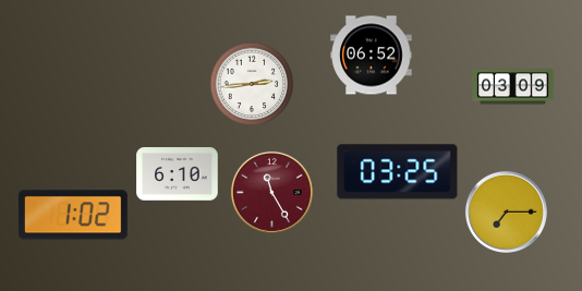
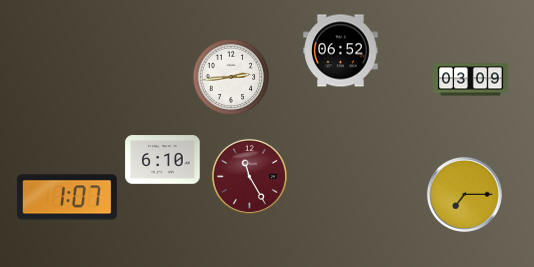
clock at (398, 172): 03:25 -> none
clock at (73, 215): 1:02 -> 1:07
